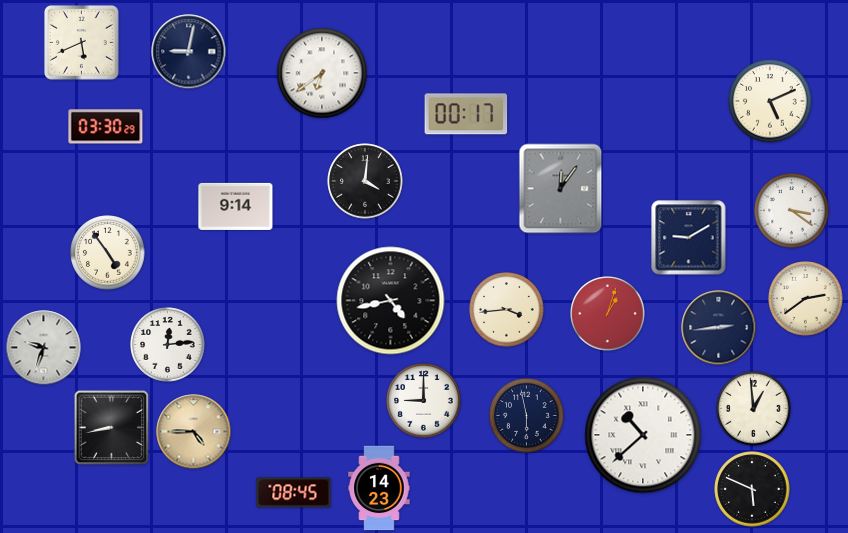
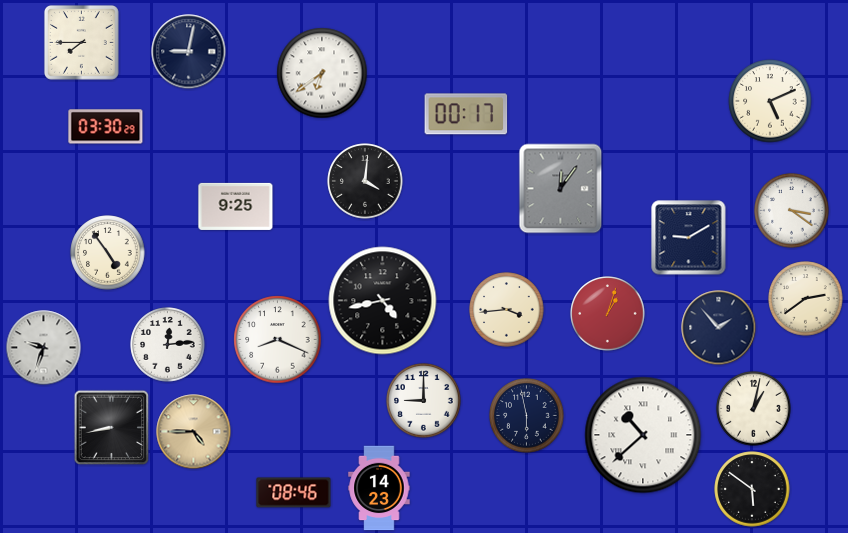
clock at (81, 42): 5:41 -> 7:45
clock at (236, 206): 9:14 -> 9:25
clock at (391, 301) position: (391, 301) -> (383, 301)
clock at (719, 328): 2:44 -> 1:53
clock at (278, 340): none -> 8:19
clock at (754, 409): 12:59 -> 1:02
clock at (752, 489): 5:49 -> 5:51
clock at (294, 493): 08:45 -> 08:46
